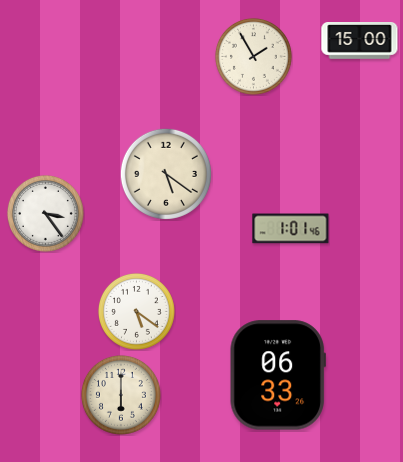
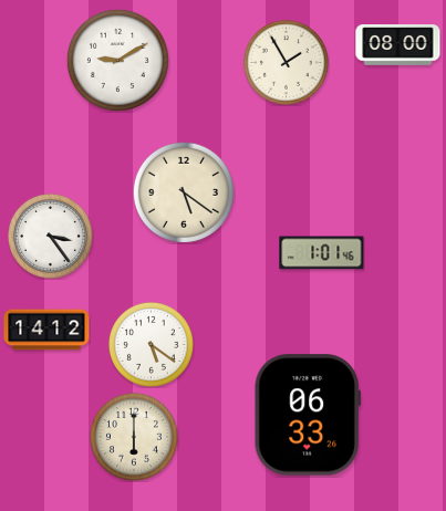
clock at (360, 41): 15:00 -> 08:00
clock at (117, 60): none -> 9:10
clock at (253, 56) position: (253, 56) -> (286, 62)
clock at (46, 330): none -> 14:12
